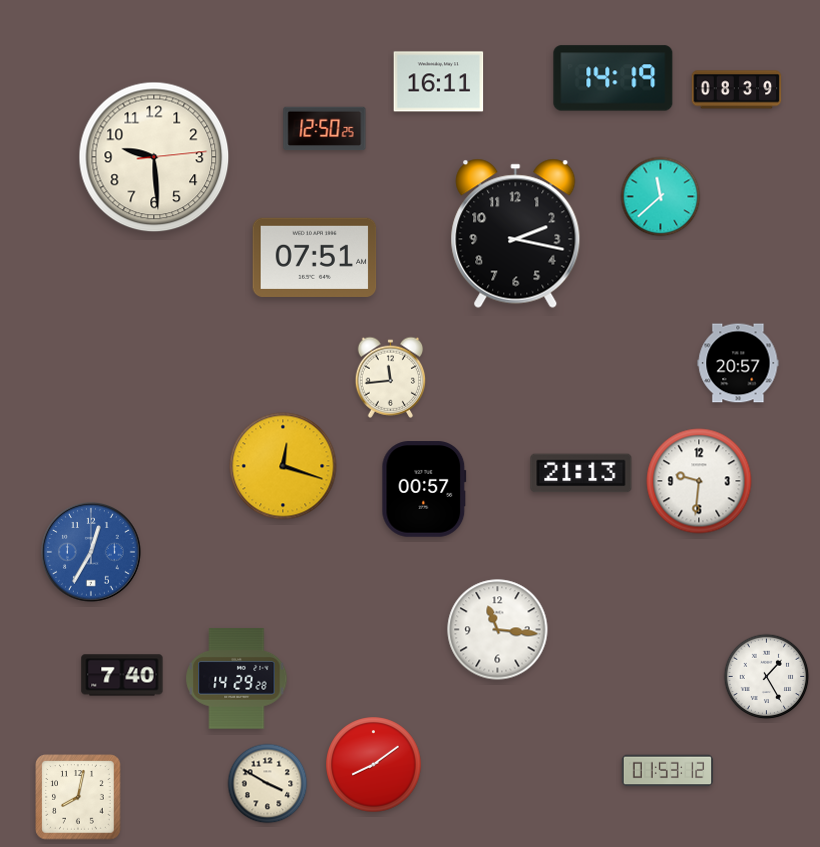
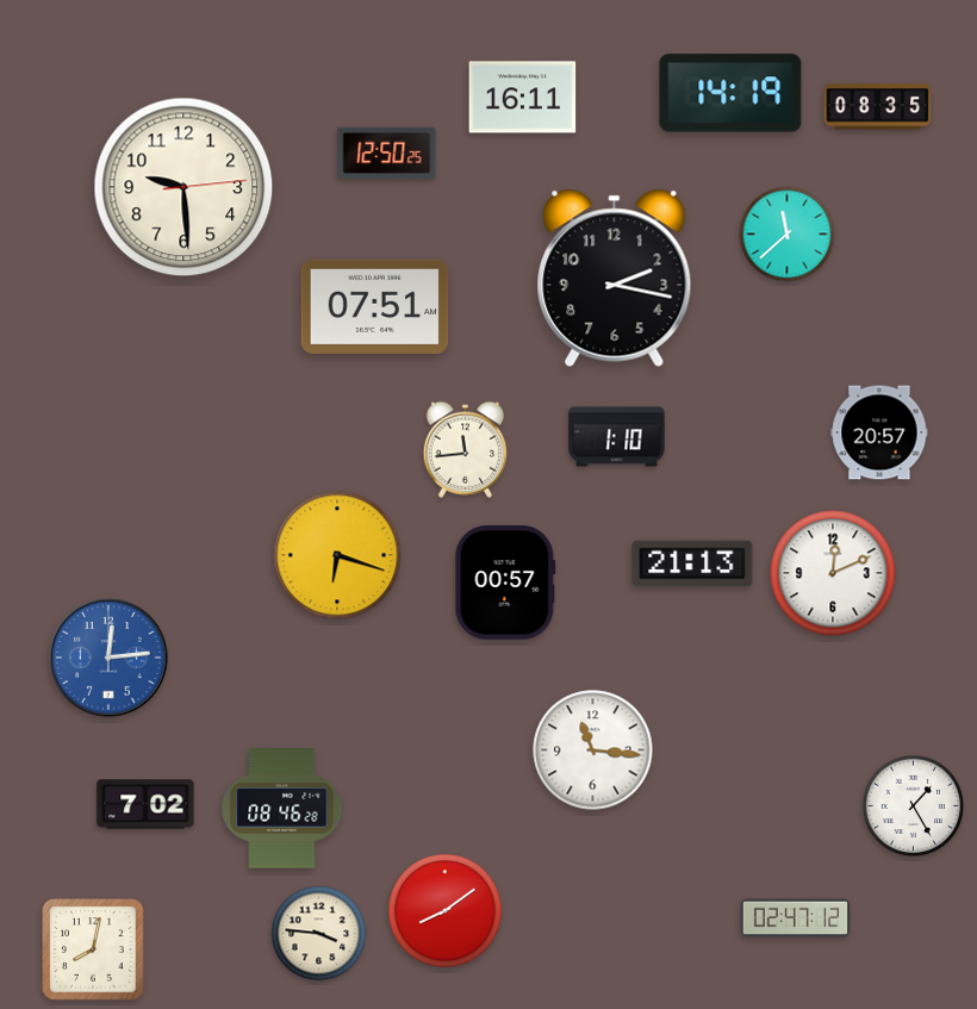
clock at (737, 90): 08:39 -> 08:35
clock at (617, 437): none -> 1:10
clock at (283, 466): 12:18 -> 6:18
clock at (699, 481): 9:31 -> 12:11
clock at (91, 552): 12:35 -> 12:14
clock at (122, 675): 7:40 -> 7:02
clock at (237, 679): 14:29 -> 08:46
clock at (668, 771): 01:53 -> 02:47
clock at (268, 784): 3:50 -> 3:46
